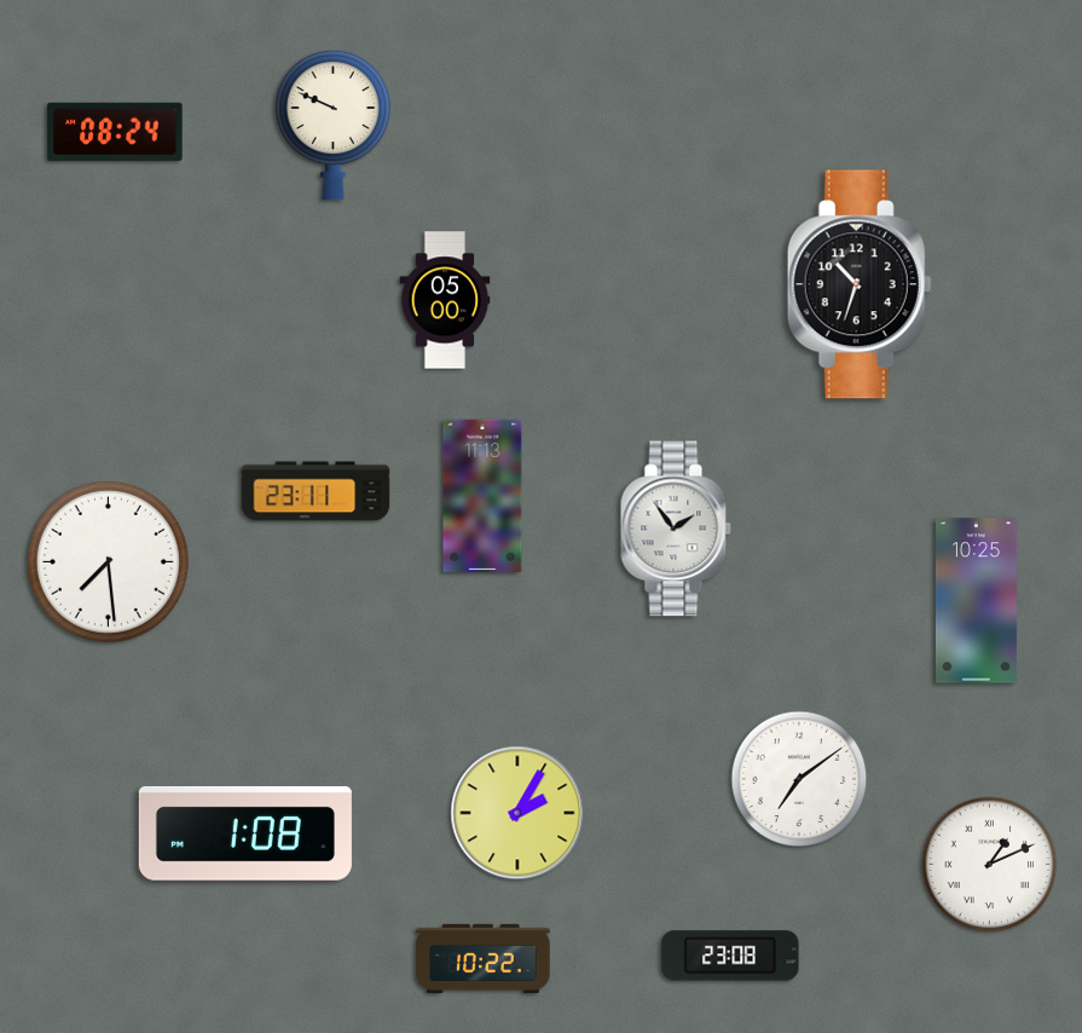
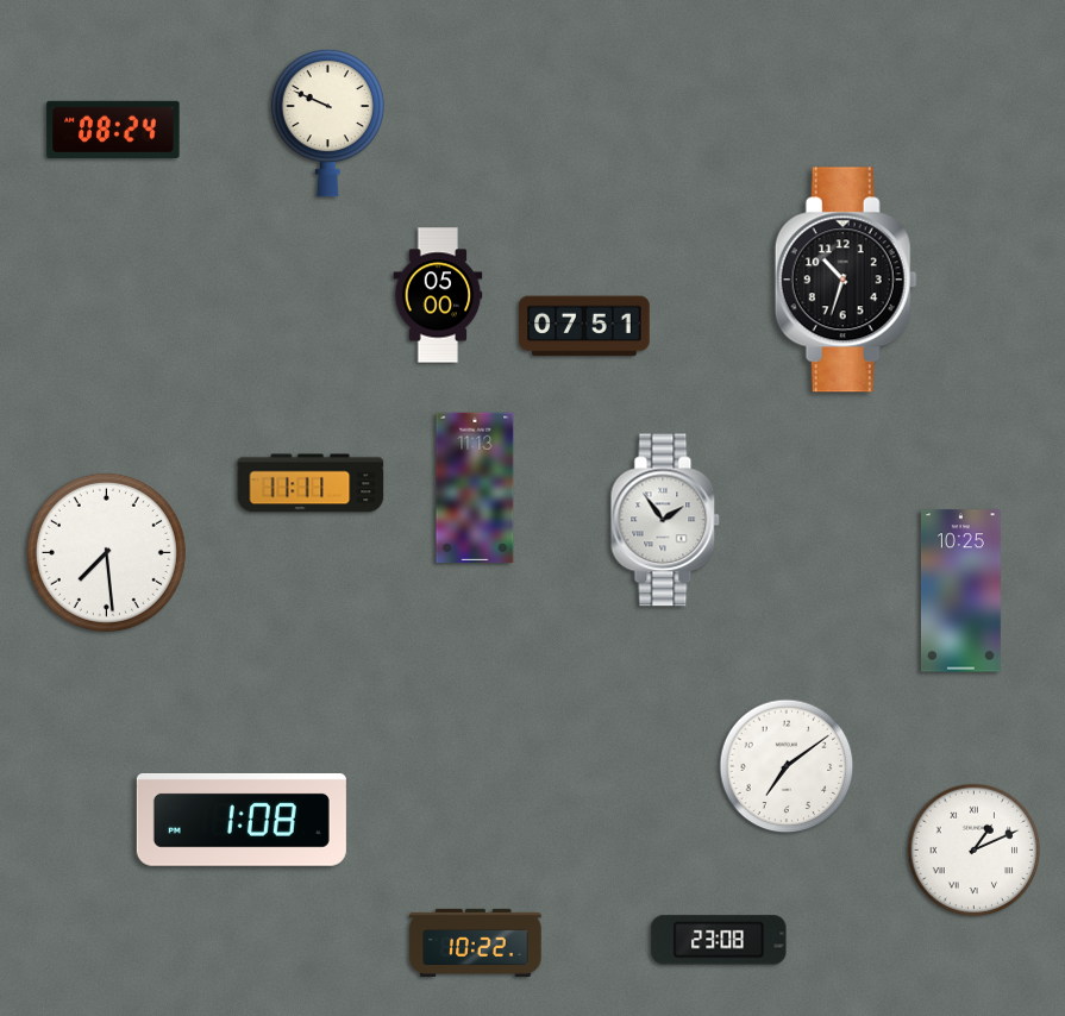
clock at (584, 326): none -> 07:51
clock at (316, 491): 23:11 -> 11:11
clock at (517, 813): 2:05 -> none
